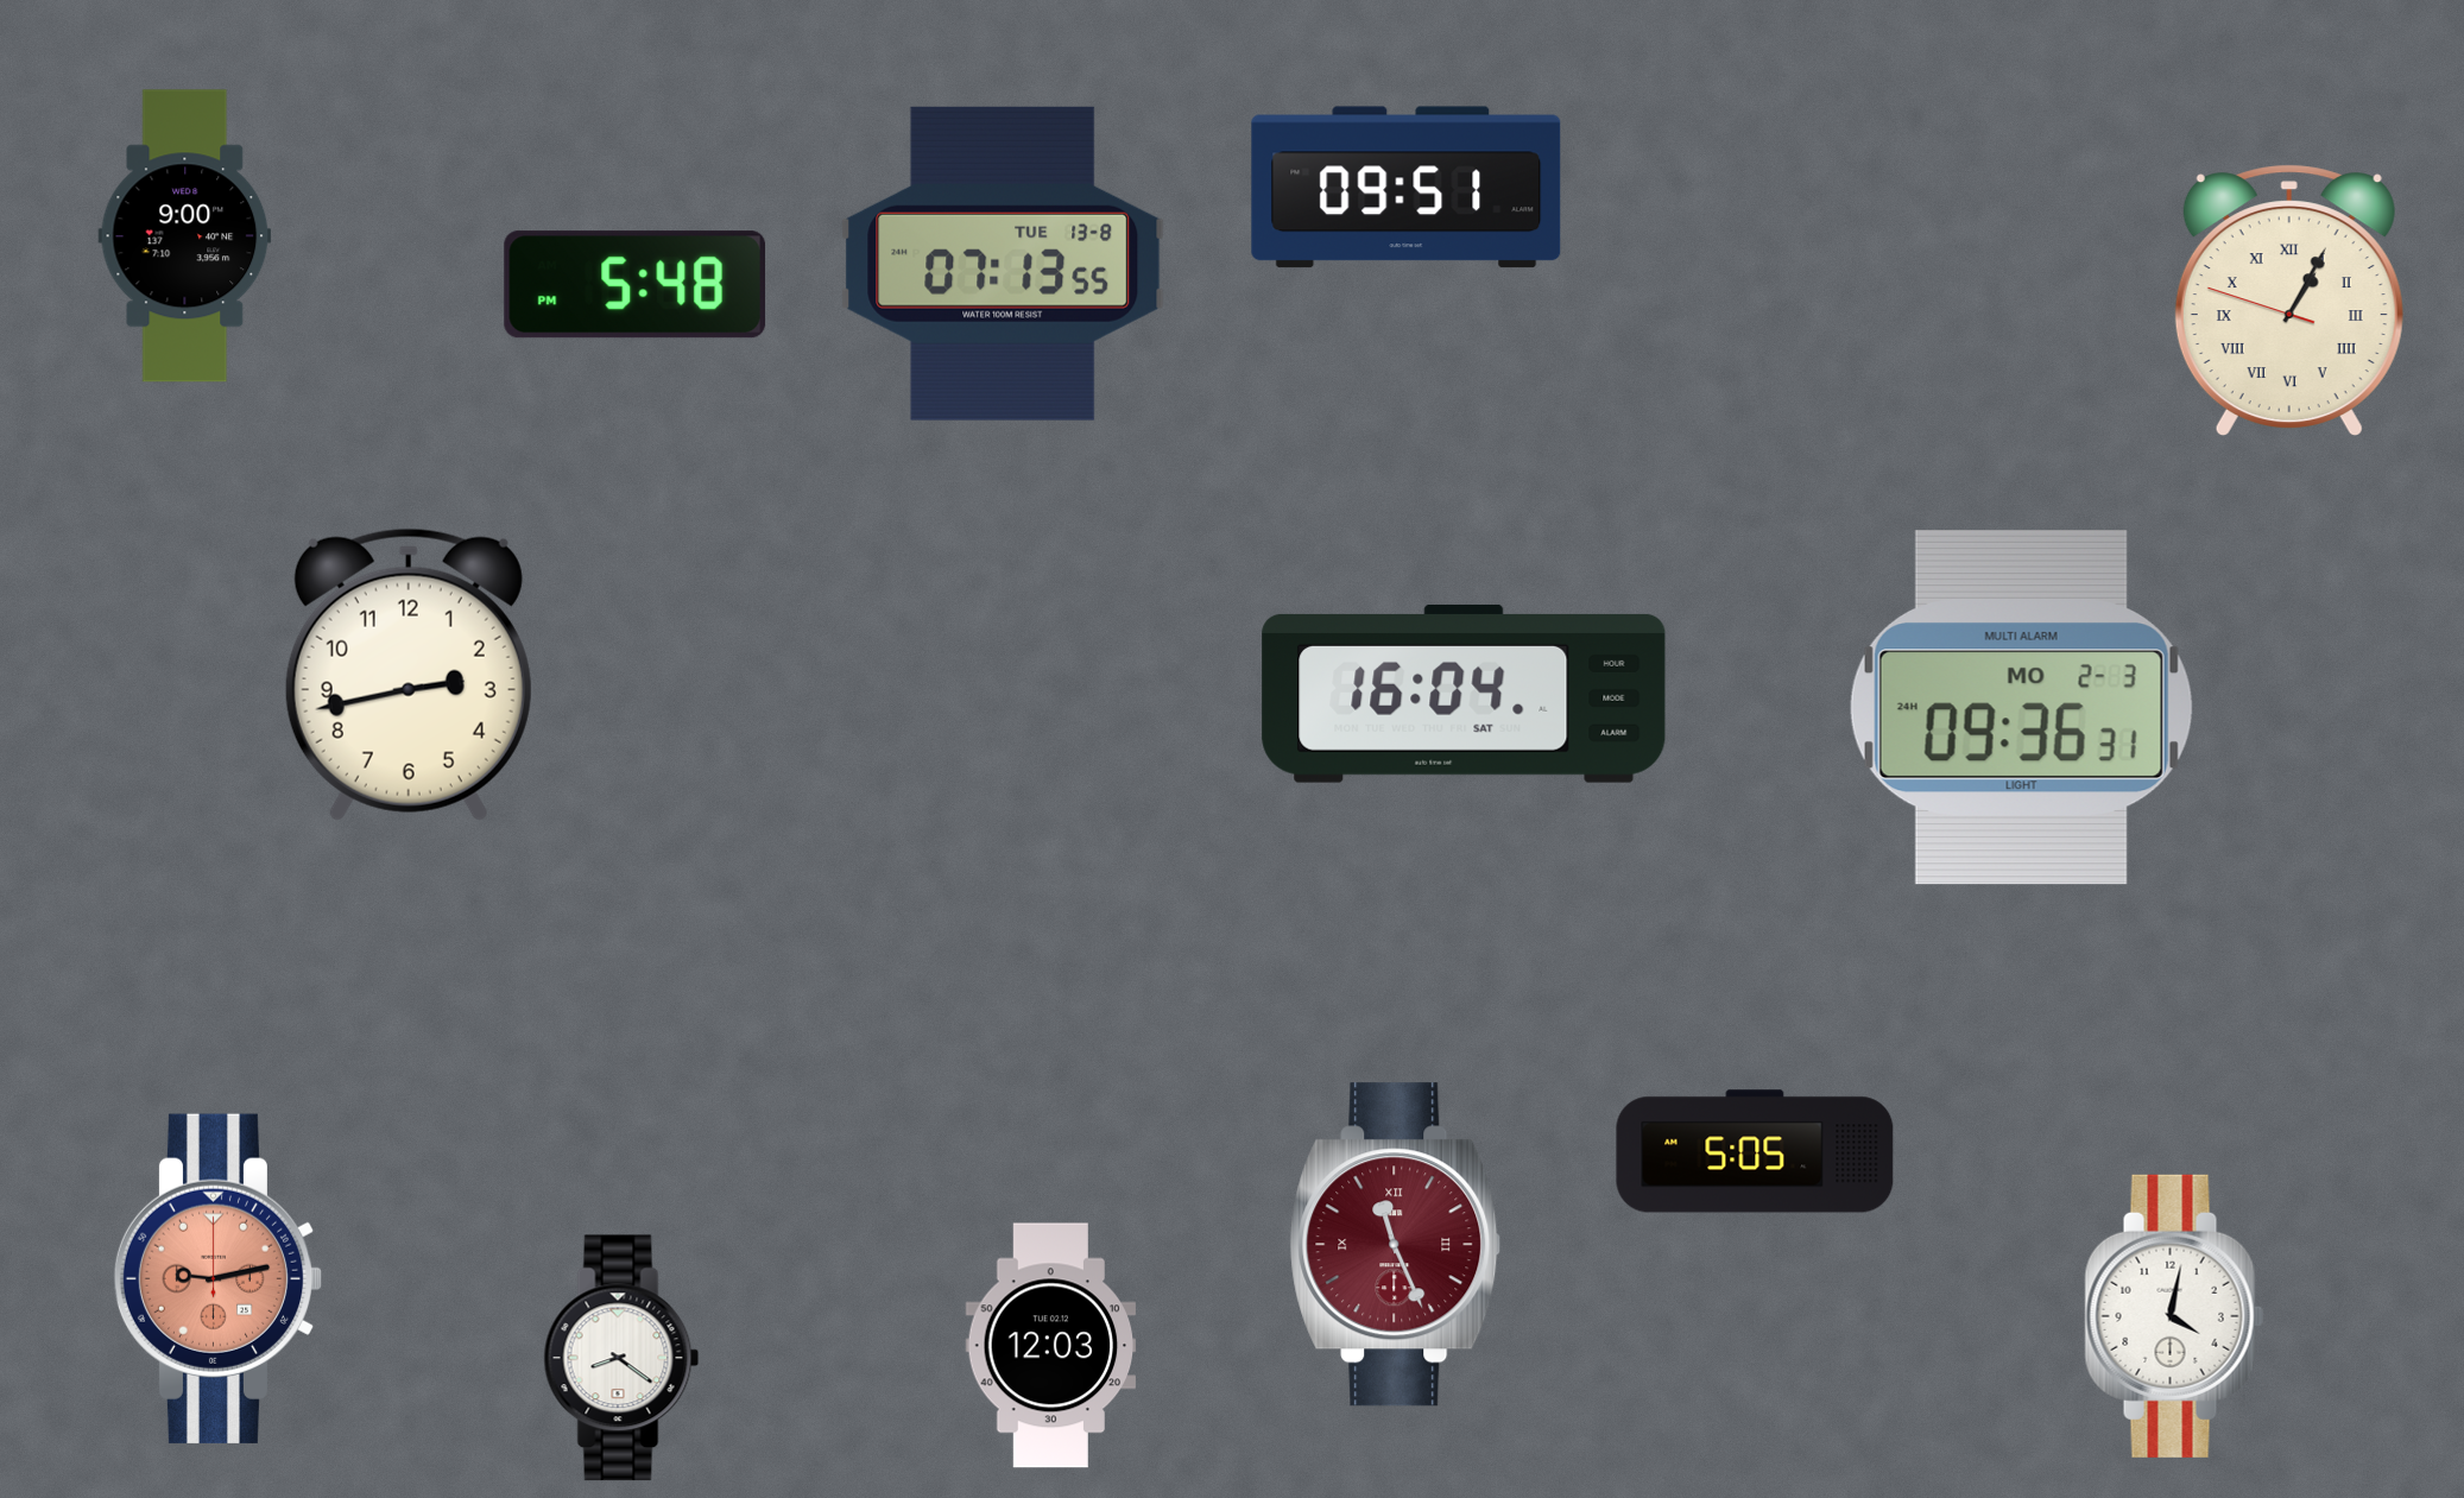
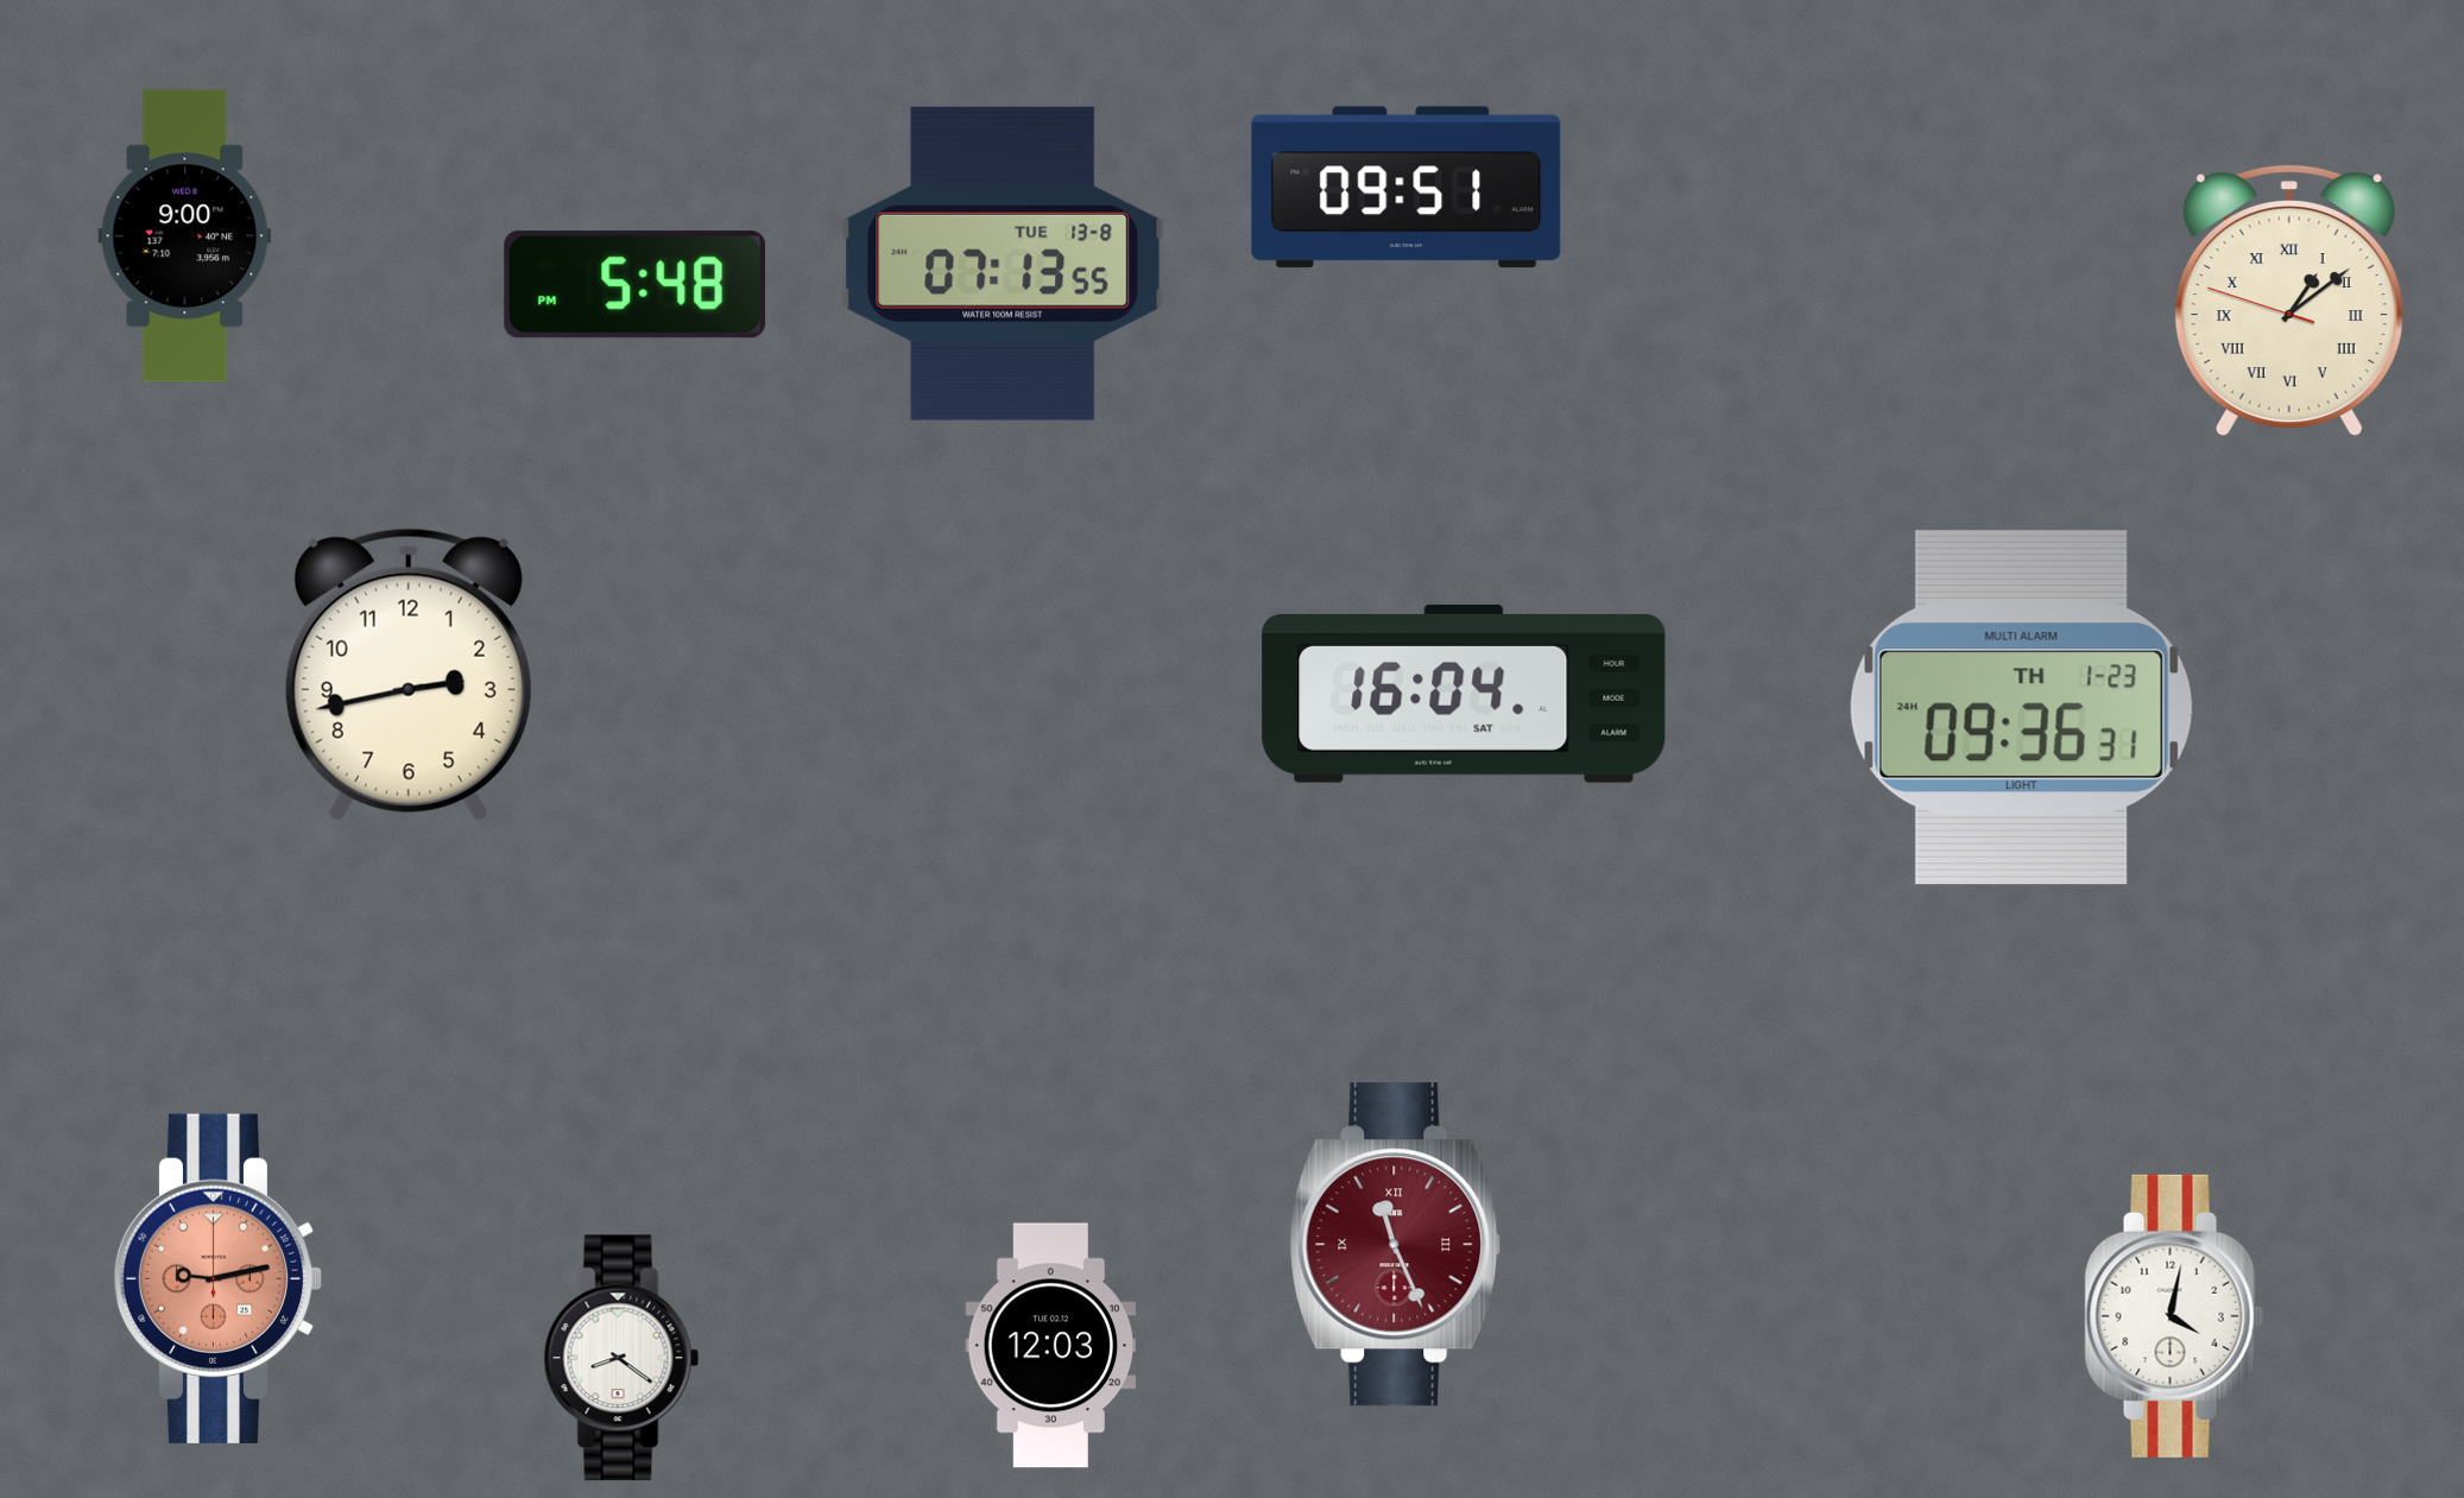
clock at (2289, 299): 1:04 -> 1:08
clock at (2021, 707) date: MO 2-3 -> TH 1-23
clock at (1755, 1151): 5:05 -> none
